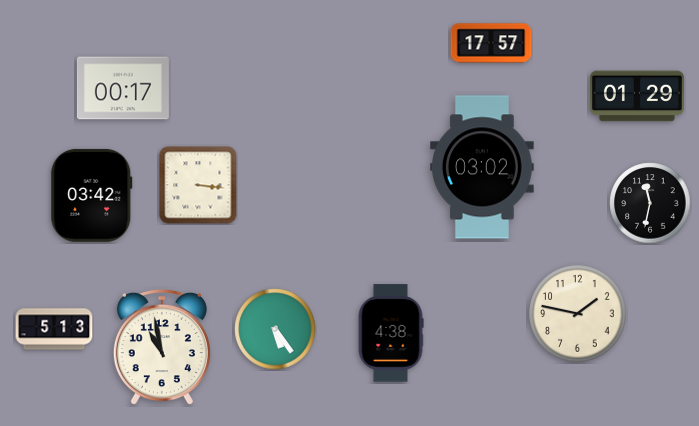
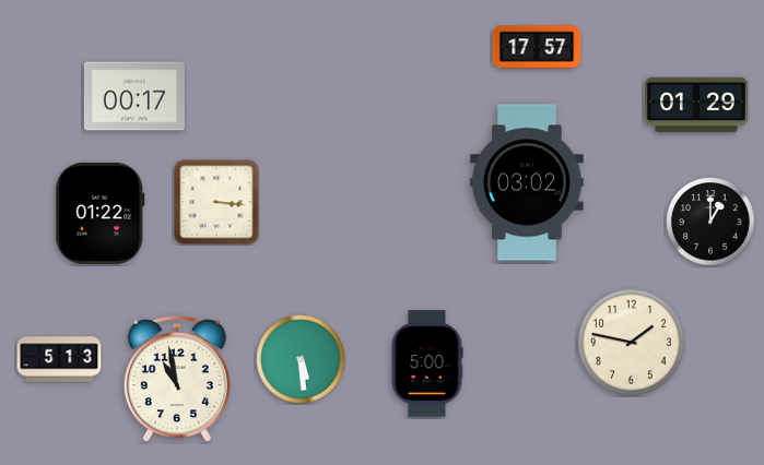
clock at (92, 195): 03:42 -> 01:22
clock at (650, 203): 11:32 -> 1:00
clock at (275, 329): 5:24 -> 5:29
clock at (391, 333): 4:38 -> 5:00
